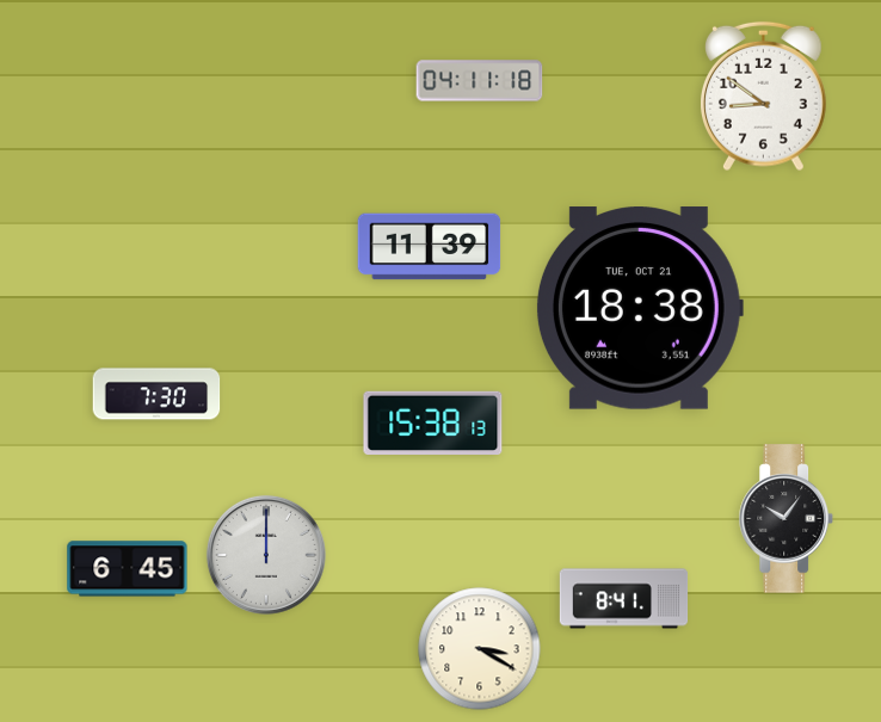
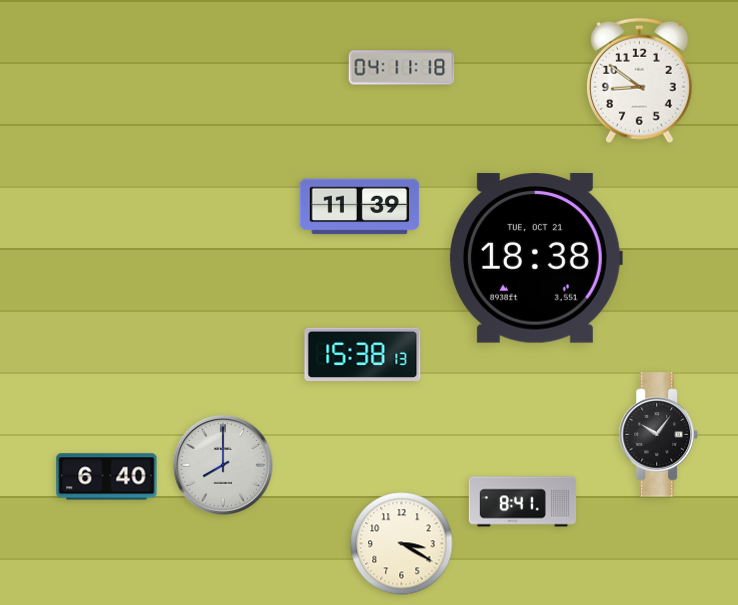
clock at (156, 394): 7:30 -> none
clock at (266, 555): 12:00 -> 8:00
clock at (128, 569): 6:45 -> 6:40
